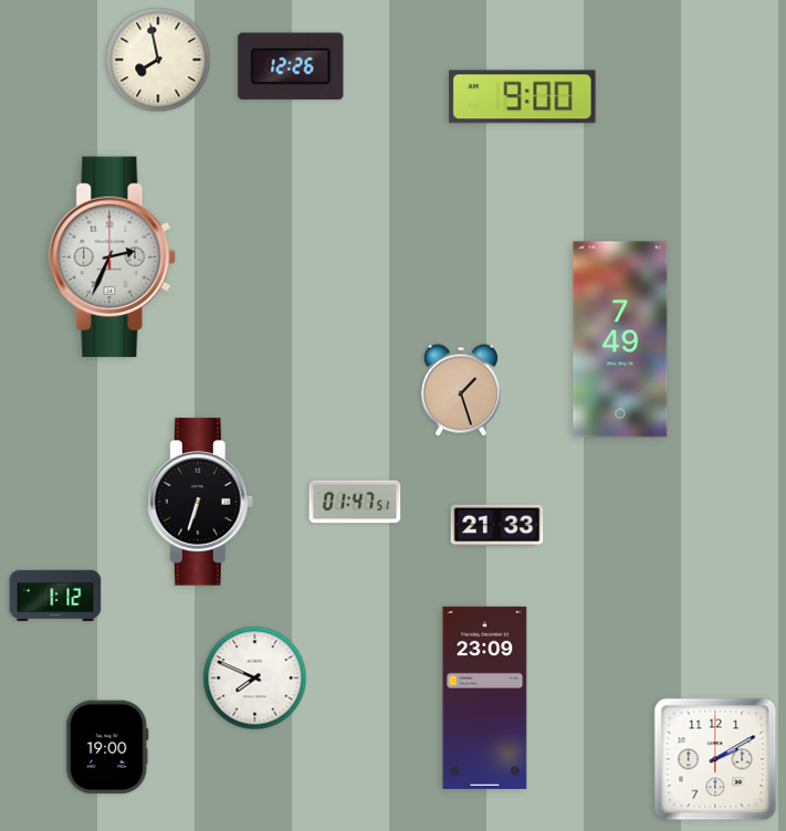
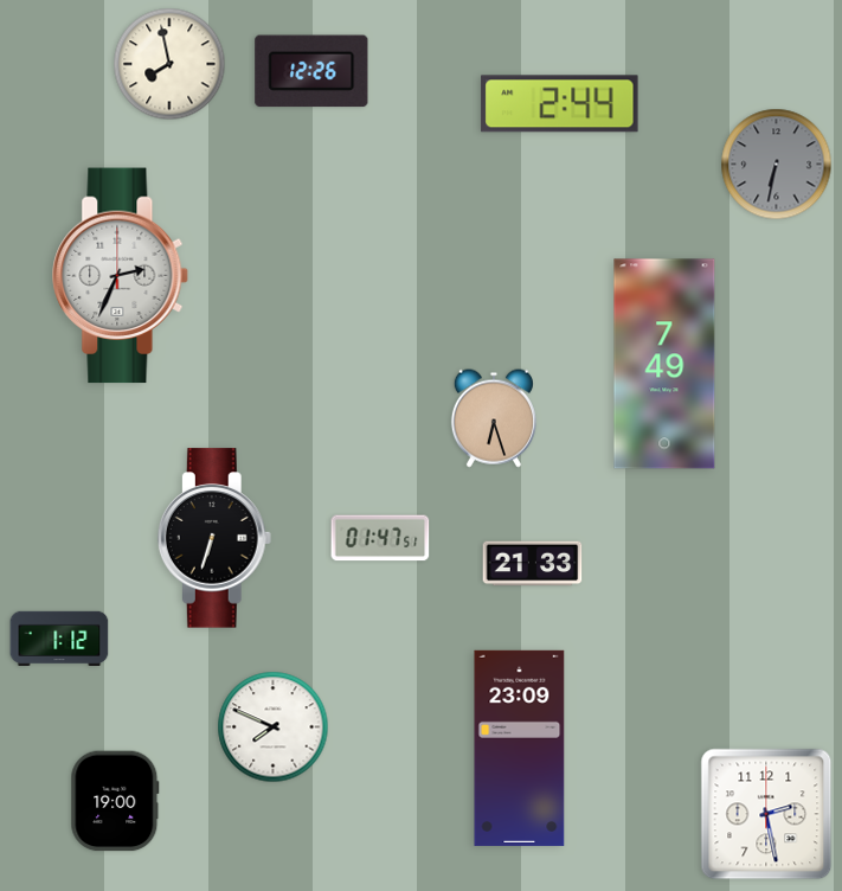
clock at (523, 97): 9:00 -> 2:44
clock at (777, 165): none -> 6:32
clock at (461, 390): 1:27 -> 6:27
clock at (715, 759): 2:10 -> 2:28
